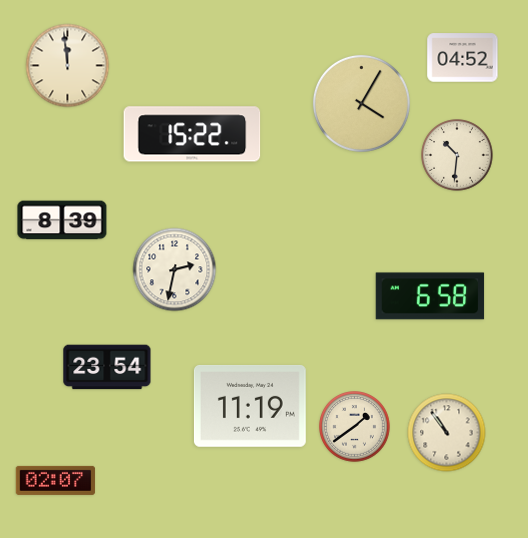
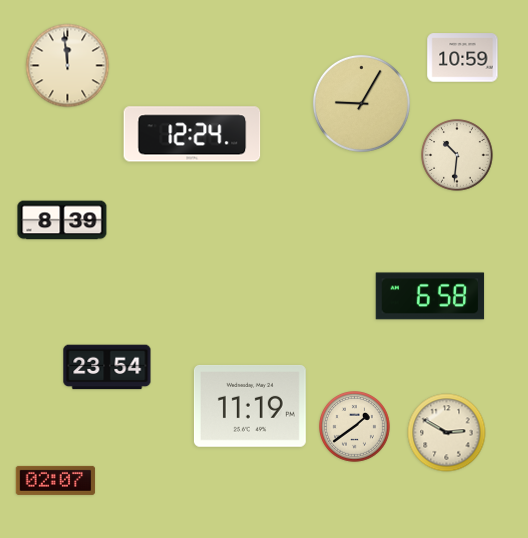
clock at (463, 58): 04:52 -> 10:59
clock at (361, 103): 4:05 -> 9:05
clock at (192, 134): 15:22 -> 12:24
clock at (175, 270): 2:32 -> none
clock at (447, 433): 10:54 -> 2:50
